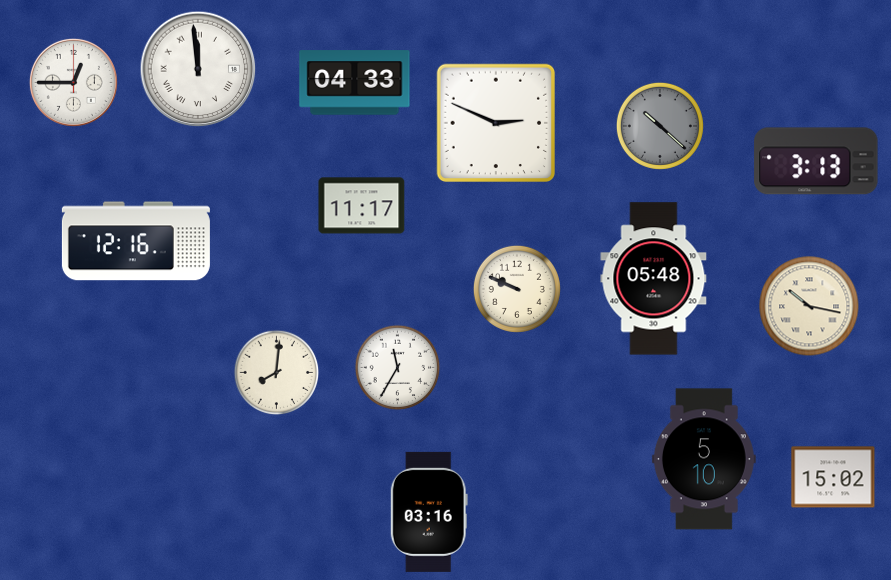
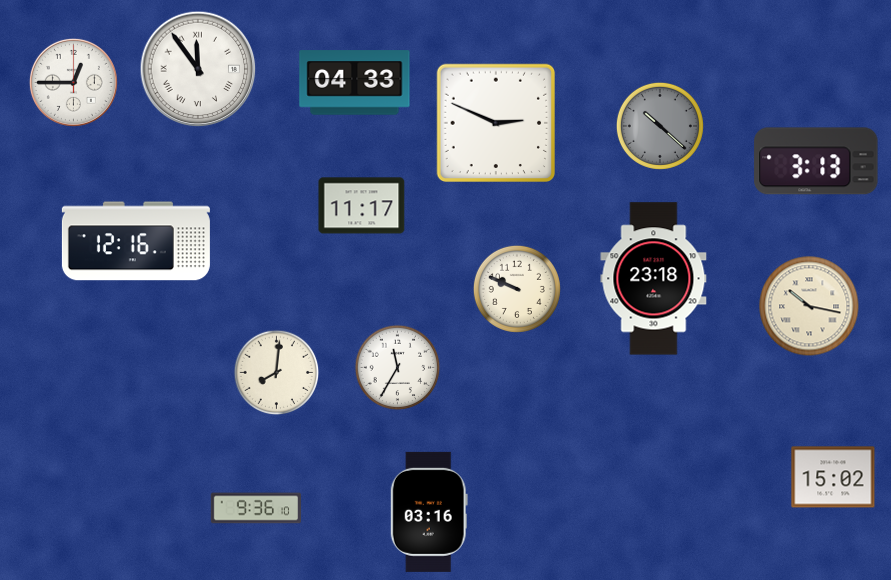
clock at (198, 69): 11:59 -> 11:54
clock at (654, 279): 05:48 -> 23:18
clock at (704, 459): 5:10 -> none
clock at (256, 508): none -> 9:36
